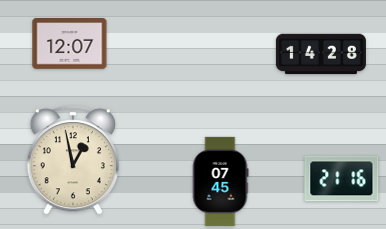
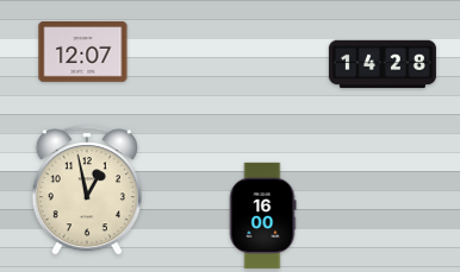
clock at (342, 179): 21:16 -> none
clock at (220, 181): 07:45 -> 16:00
